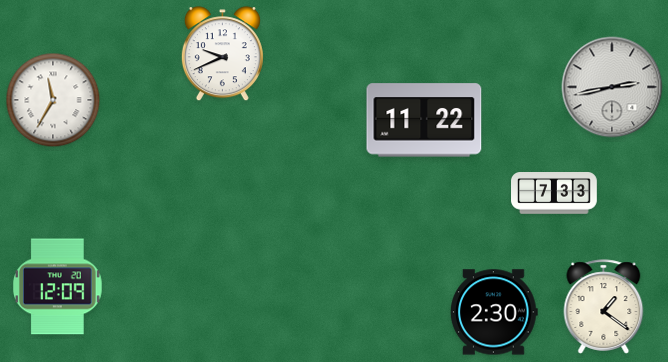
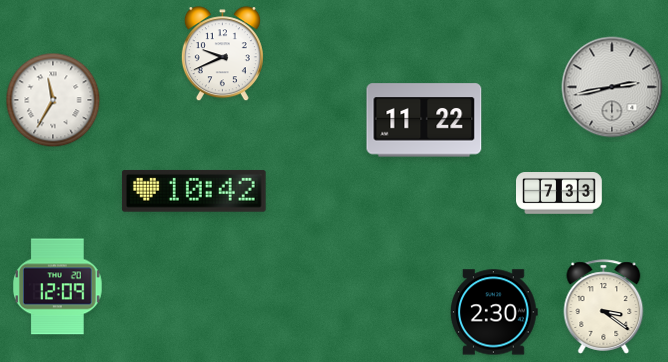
clock at (194, 191): none -> 10:42
clock at (555, 194) position: (555, 194) -> (560, 194)
clock at (604, 307): 1:21 -> 3:21
